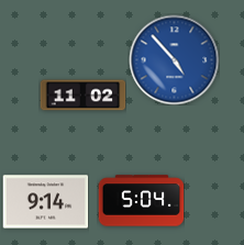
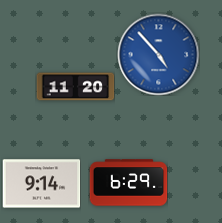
clock at (82, 96): 11:02 -> 11:20
clock at (141, 201): 5:04 -> 6:29
